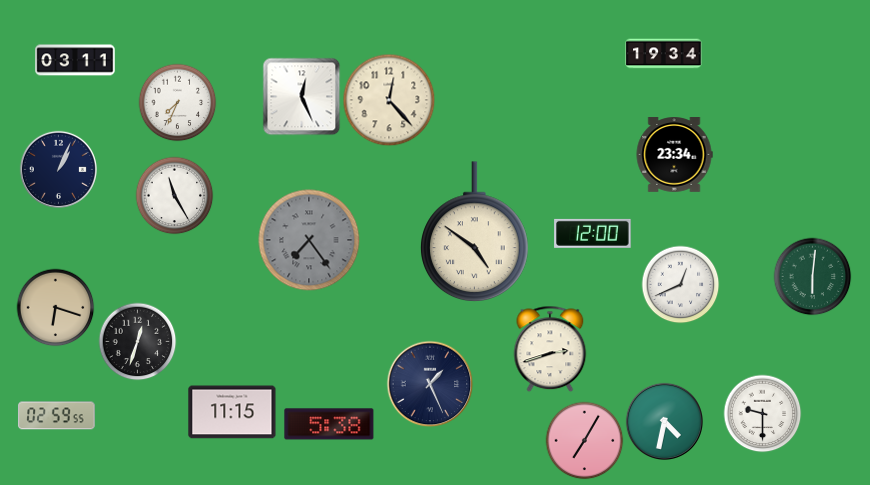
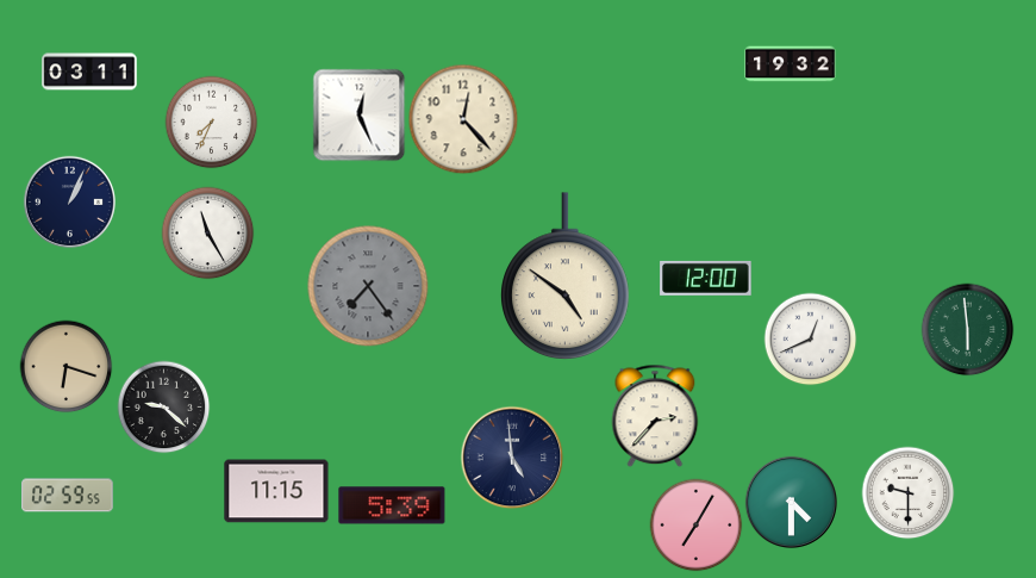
clock at (664, 54): 19:34 -> 19:32
clock at (674, 155): 23:34 -> none
clock at (812, 276): 6:01 -> 5:59
clock at (137, 341): 12:33 -> 9:22
clock at (550, 349): 2:42 -> 2:37
clock at (430, 384): 1:26 -> 4:59
clock at (664, 421): 4:32 -> 4:30
clock at (329, 424): 5:38 -> 5:39
